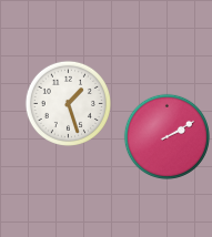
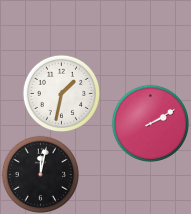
clock at (68, 103): 1:27 -> 1:32
clock at (40, 174): none -> 12:02
